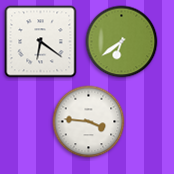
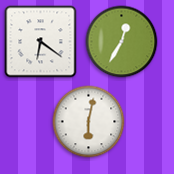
clock at (122, 42): 6:39 -> 12:35
clock at (89, 122): 3:46 -> 6:02
